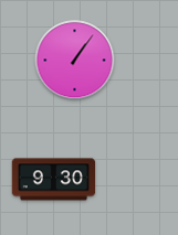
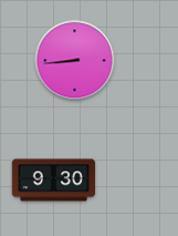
clock at (75, 61): 1:06 -> 8:44
